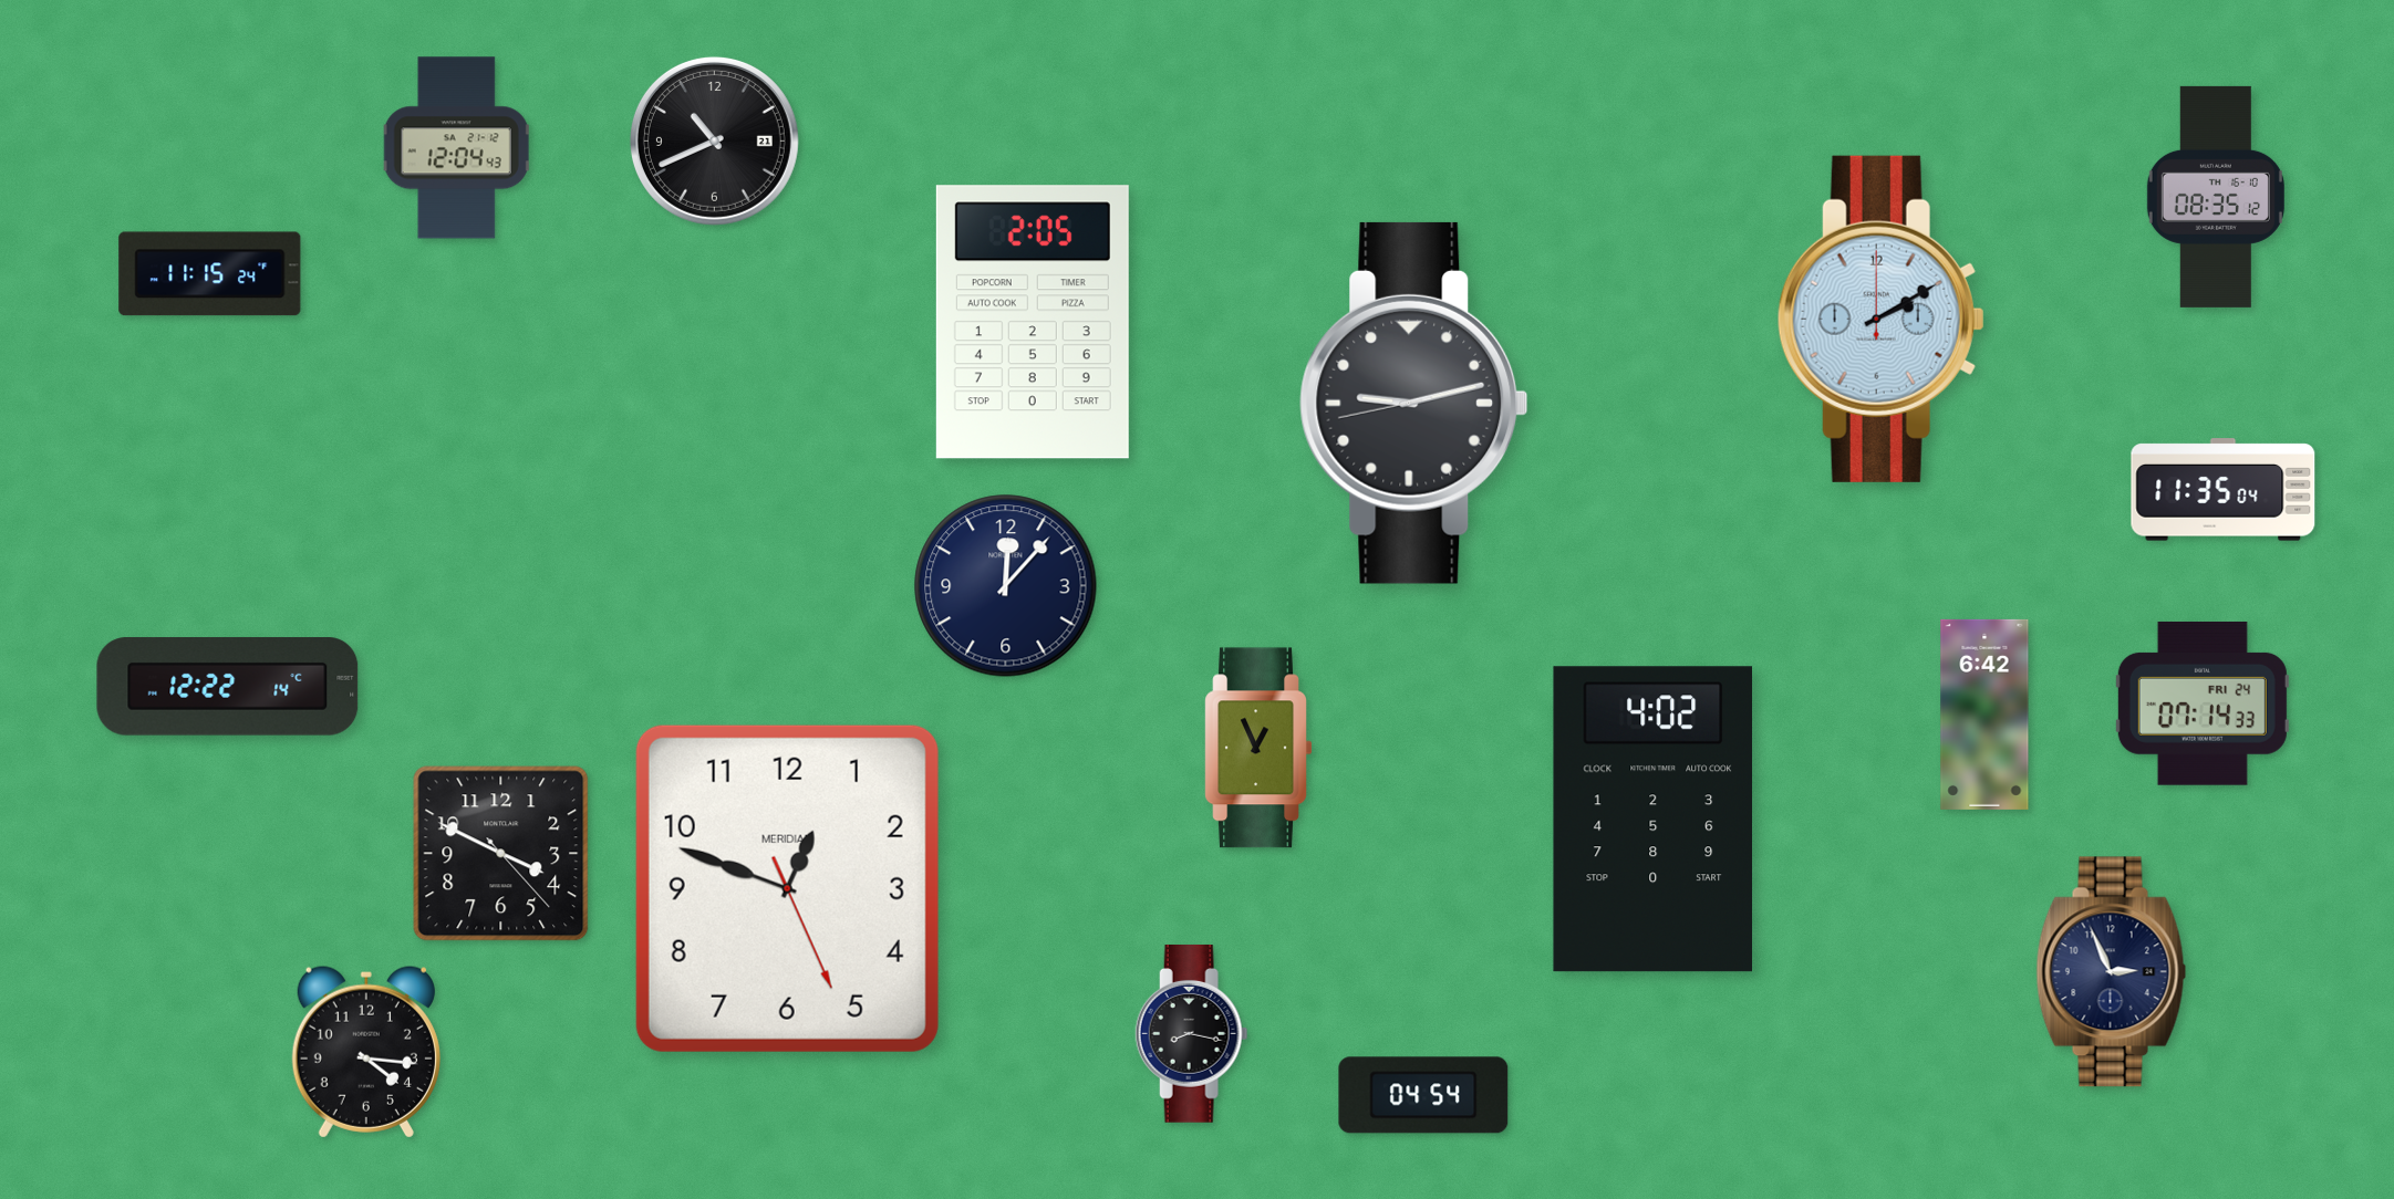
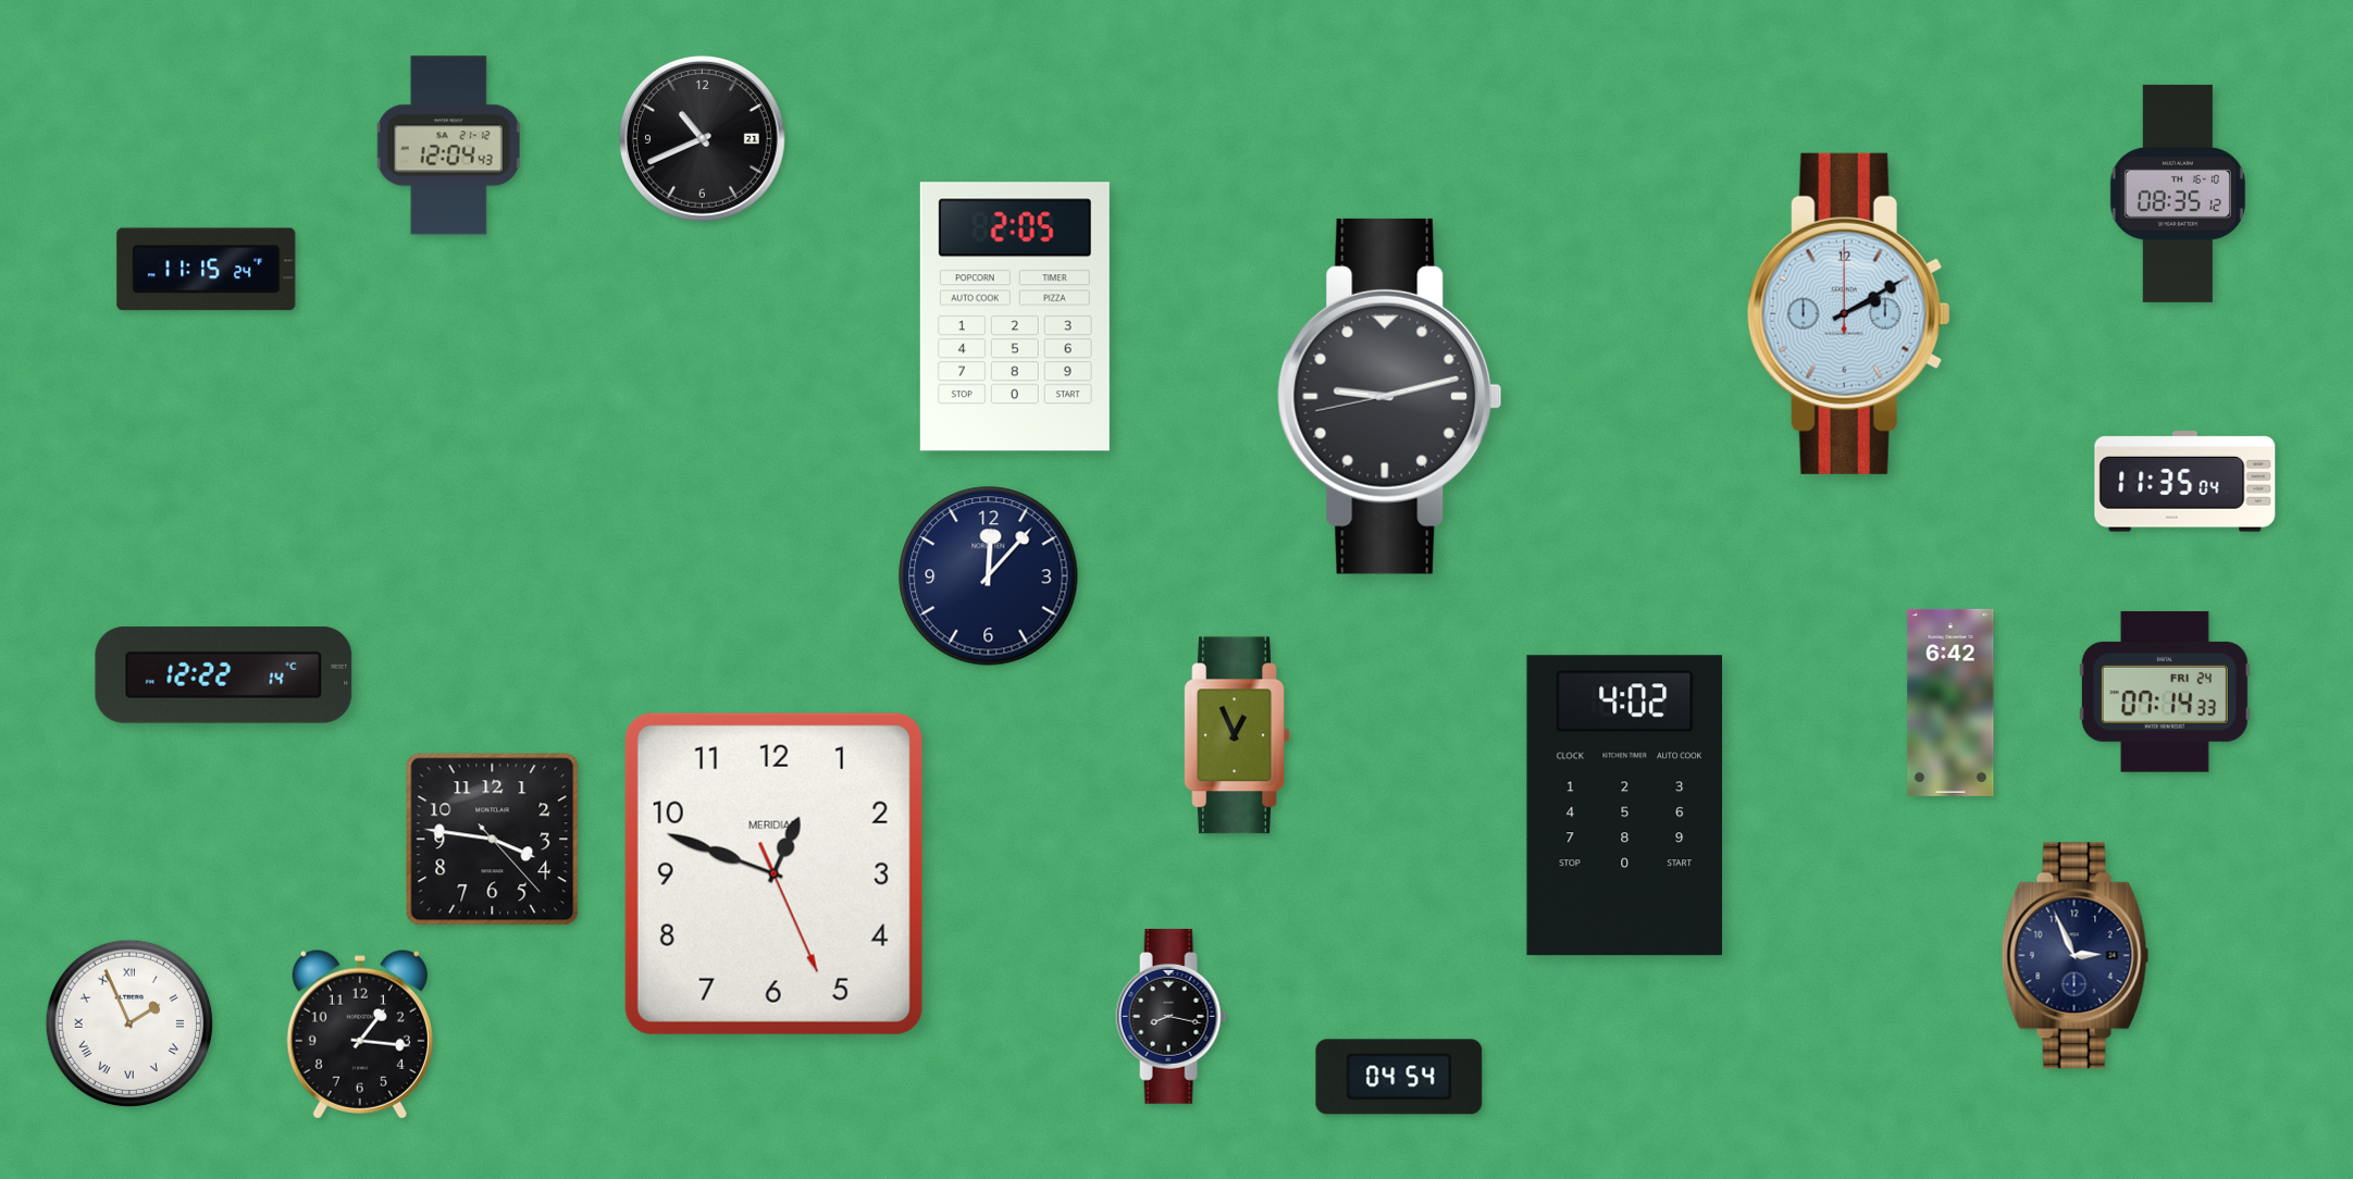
clock at (501, 854): 3:49 -> 3:46
clock at (128, 1022): none -> 1:56
clock at (366, 1052): 4:16 -> 1:16
